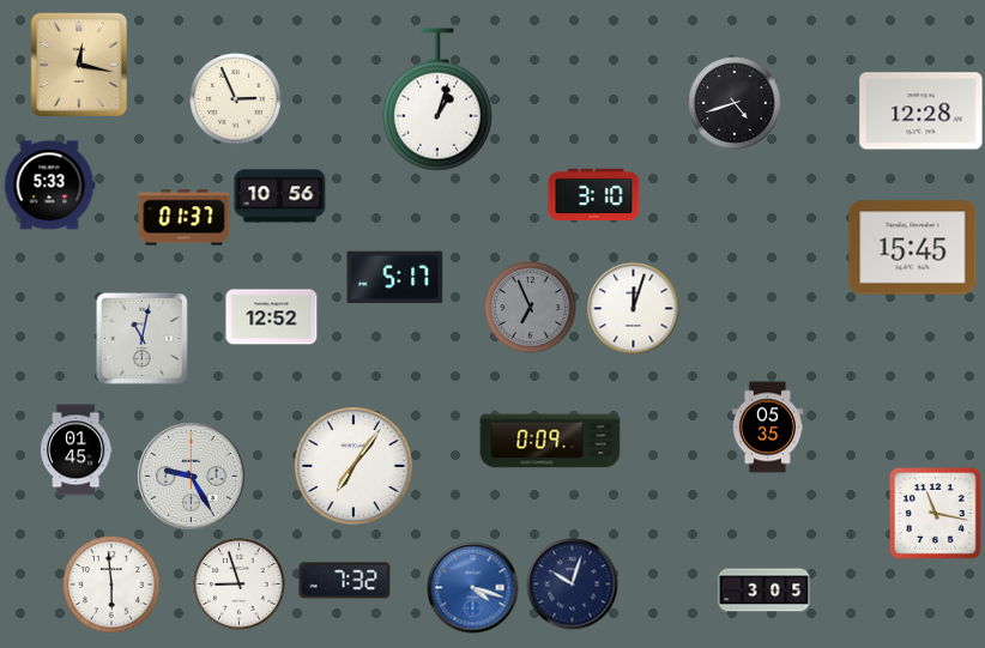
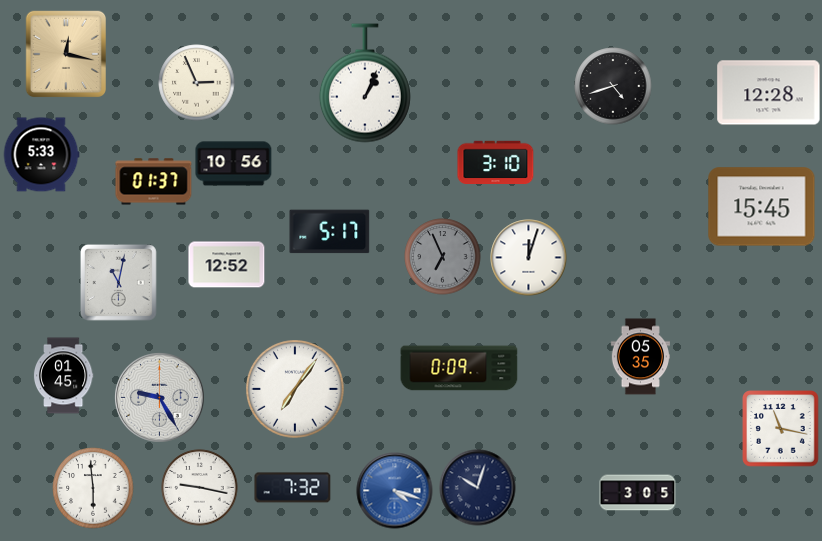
clock at (437, 99): 1:03 -> 1:04
clock at (345, 581) position: (345, 581) -> (293, 488)
clock at (240, 585): 8:57 -> 9:17
